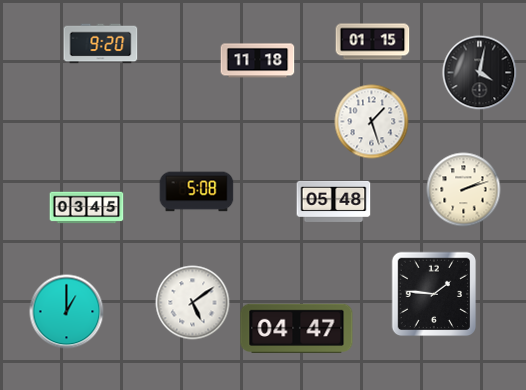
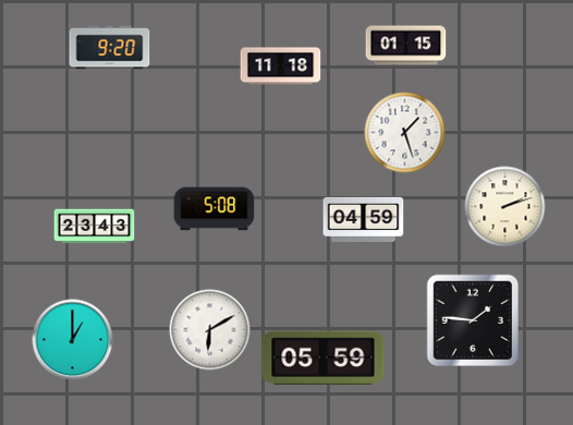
clock at (480, 73): 4:02 -> none
clock at (334, 201): 05:48 -> 04:59
clock at (87, 208): 03:45 -> 23:43
clock at (193, 303): 5:09 -> 6:10
clock at (297, 328): 04:47 -> 05:59
